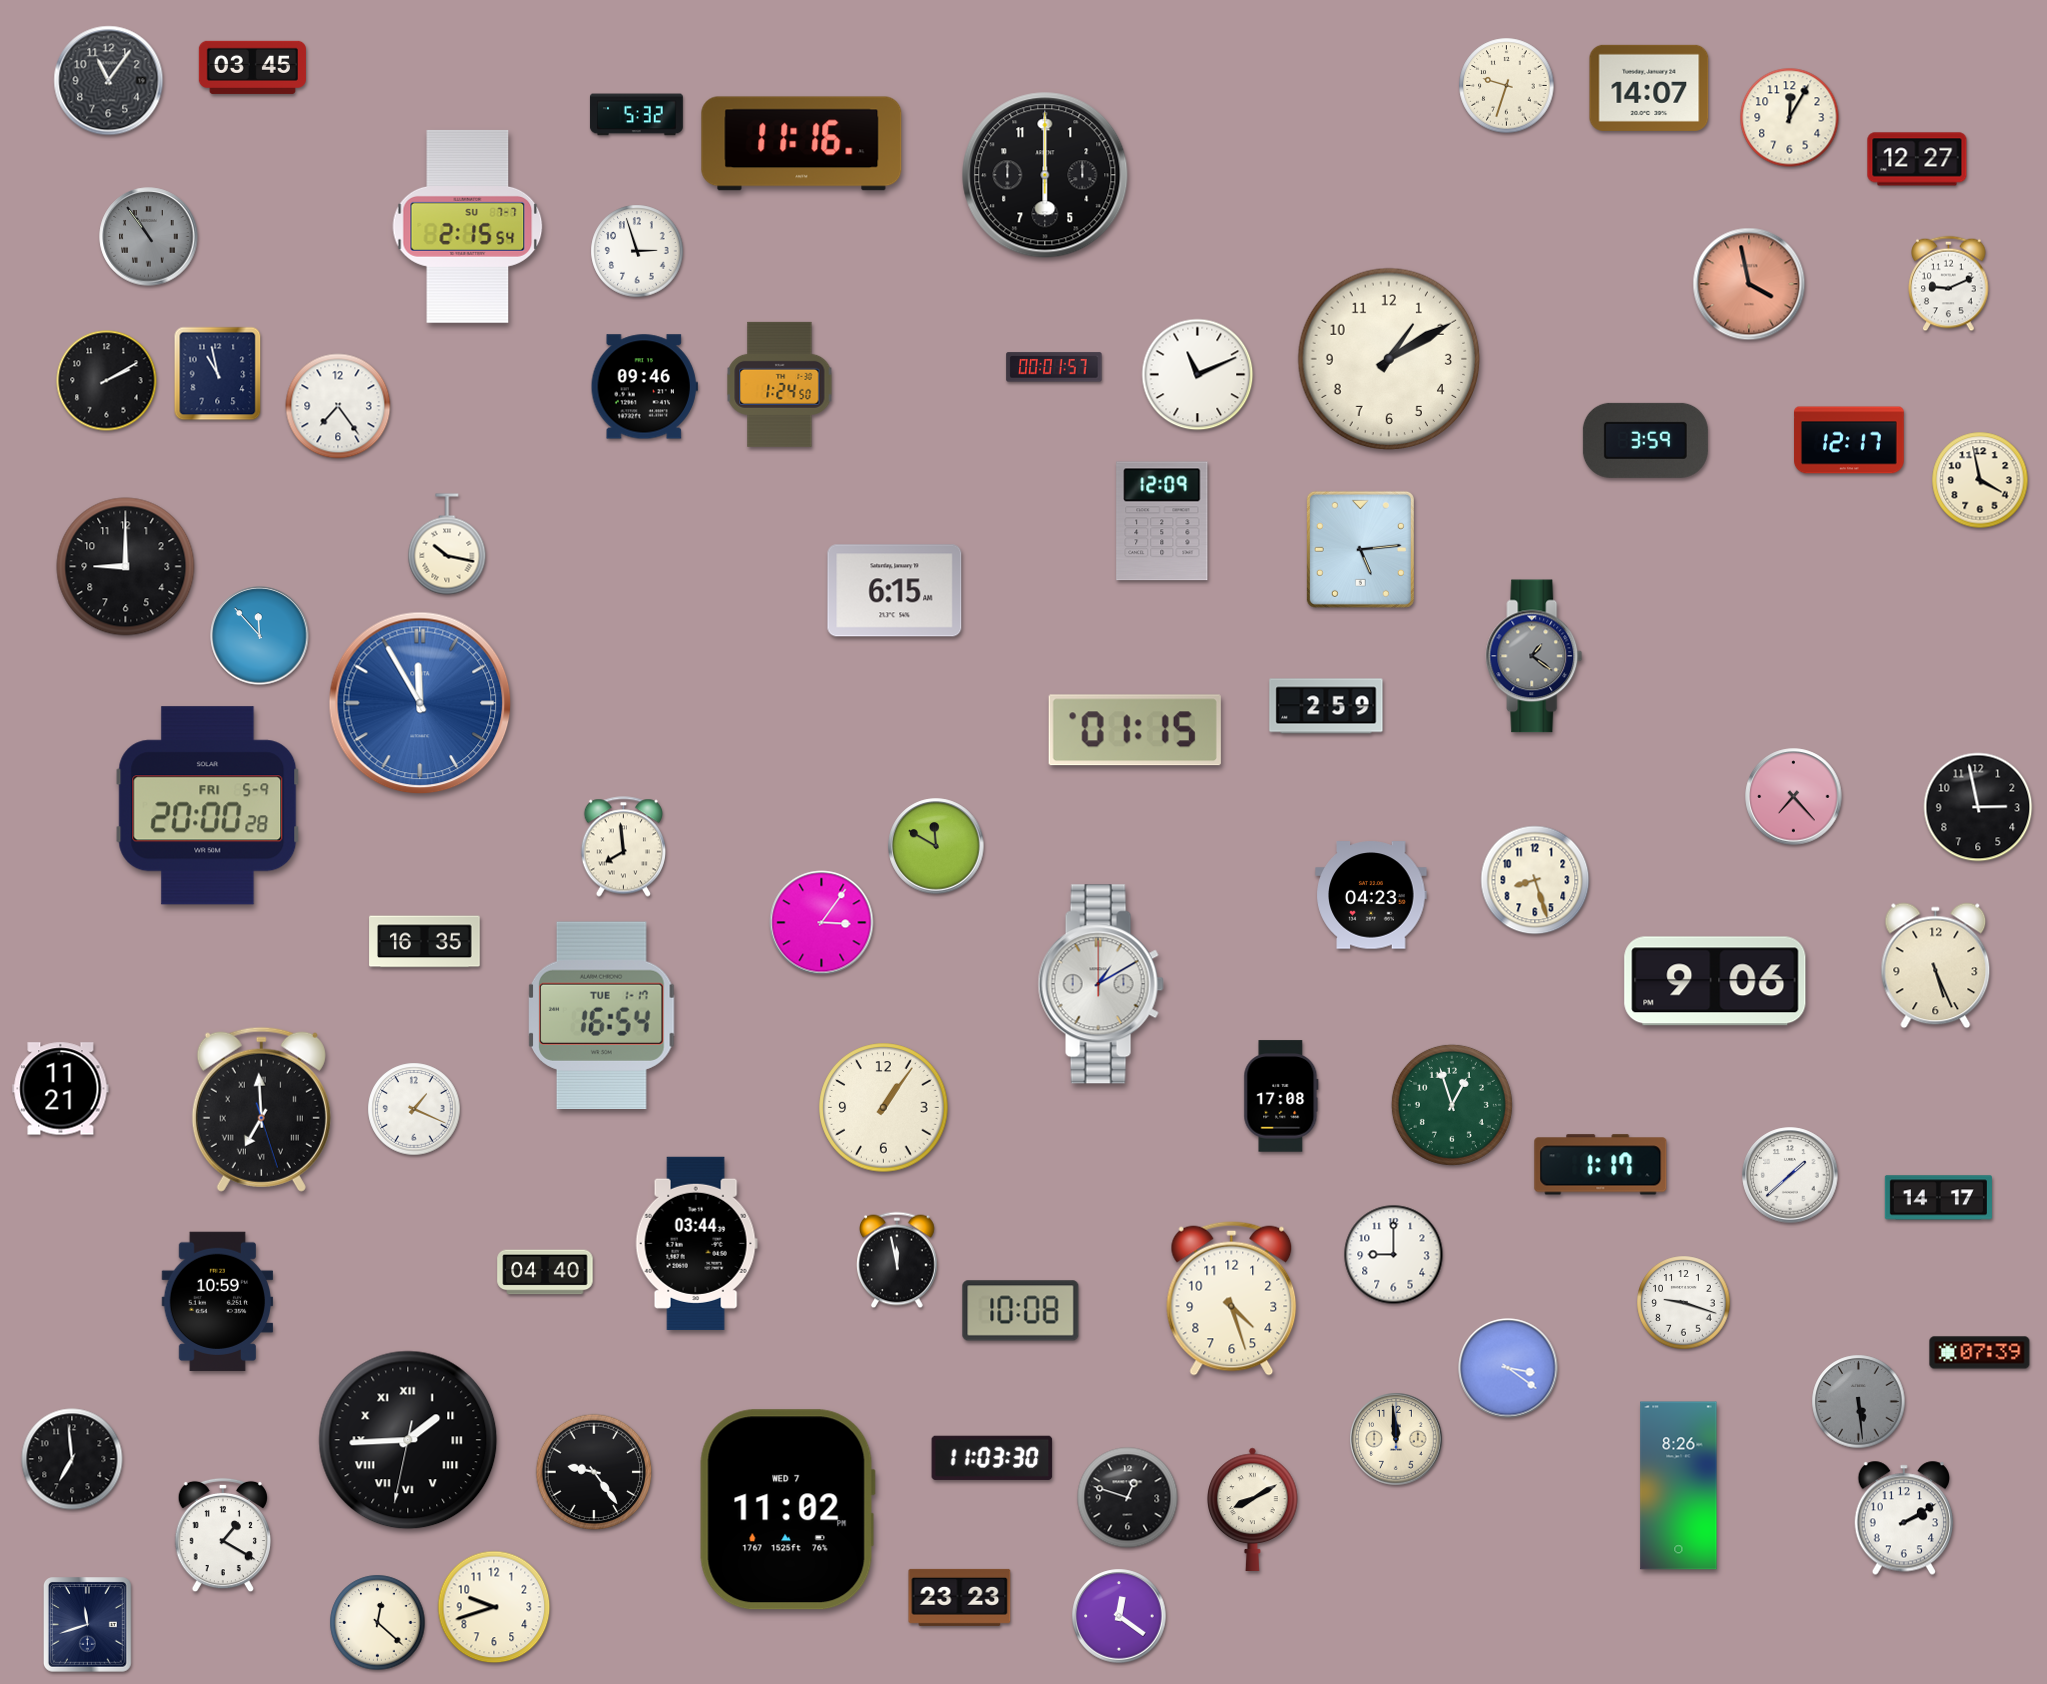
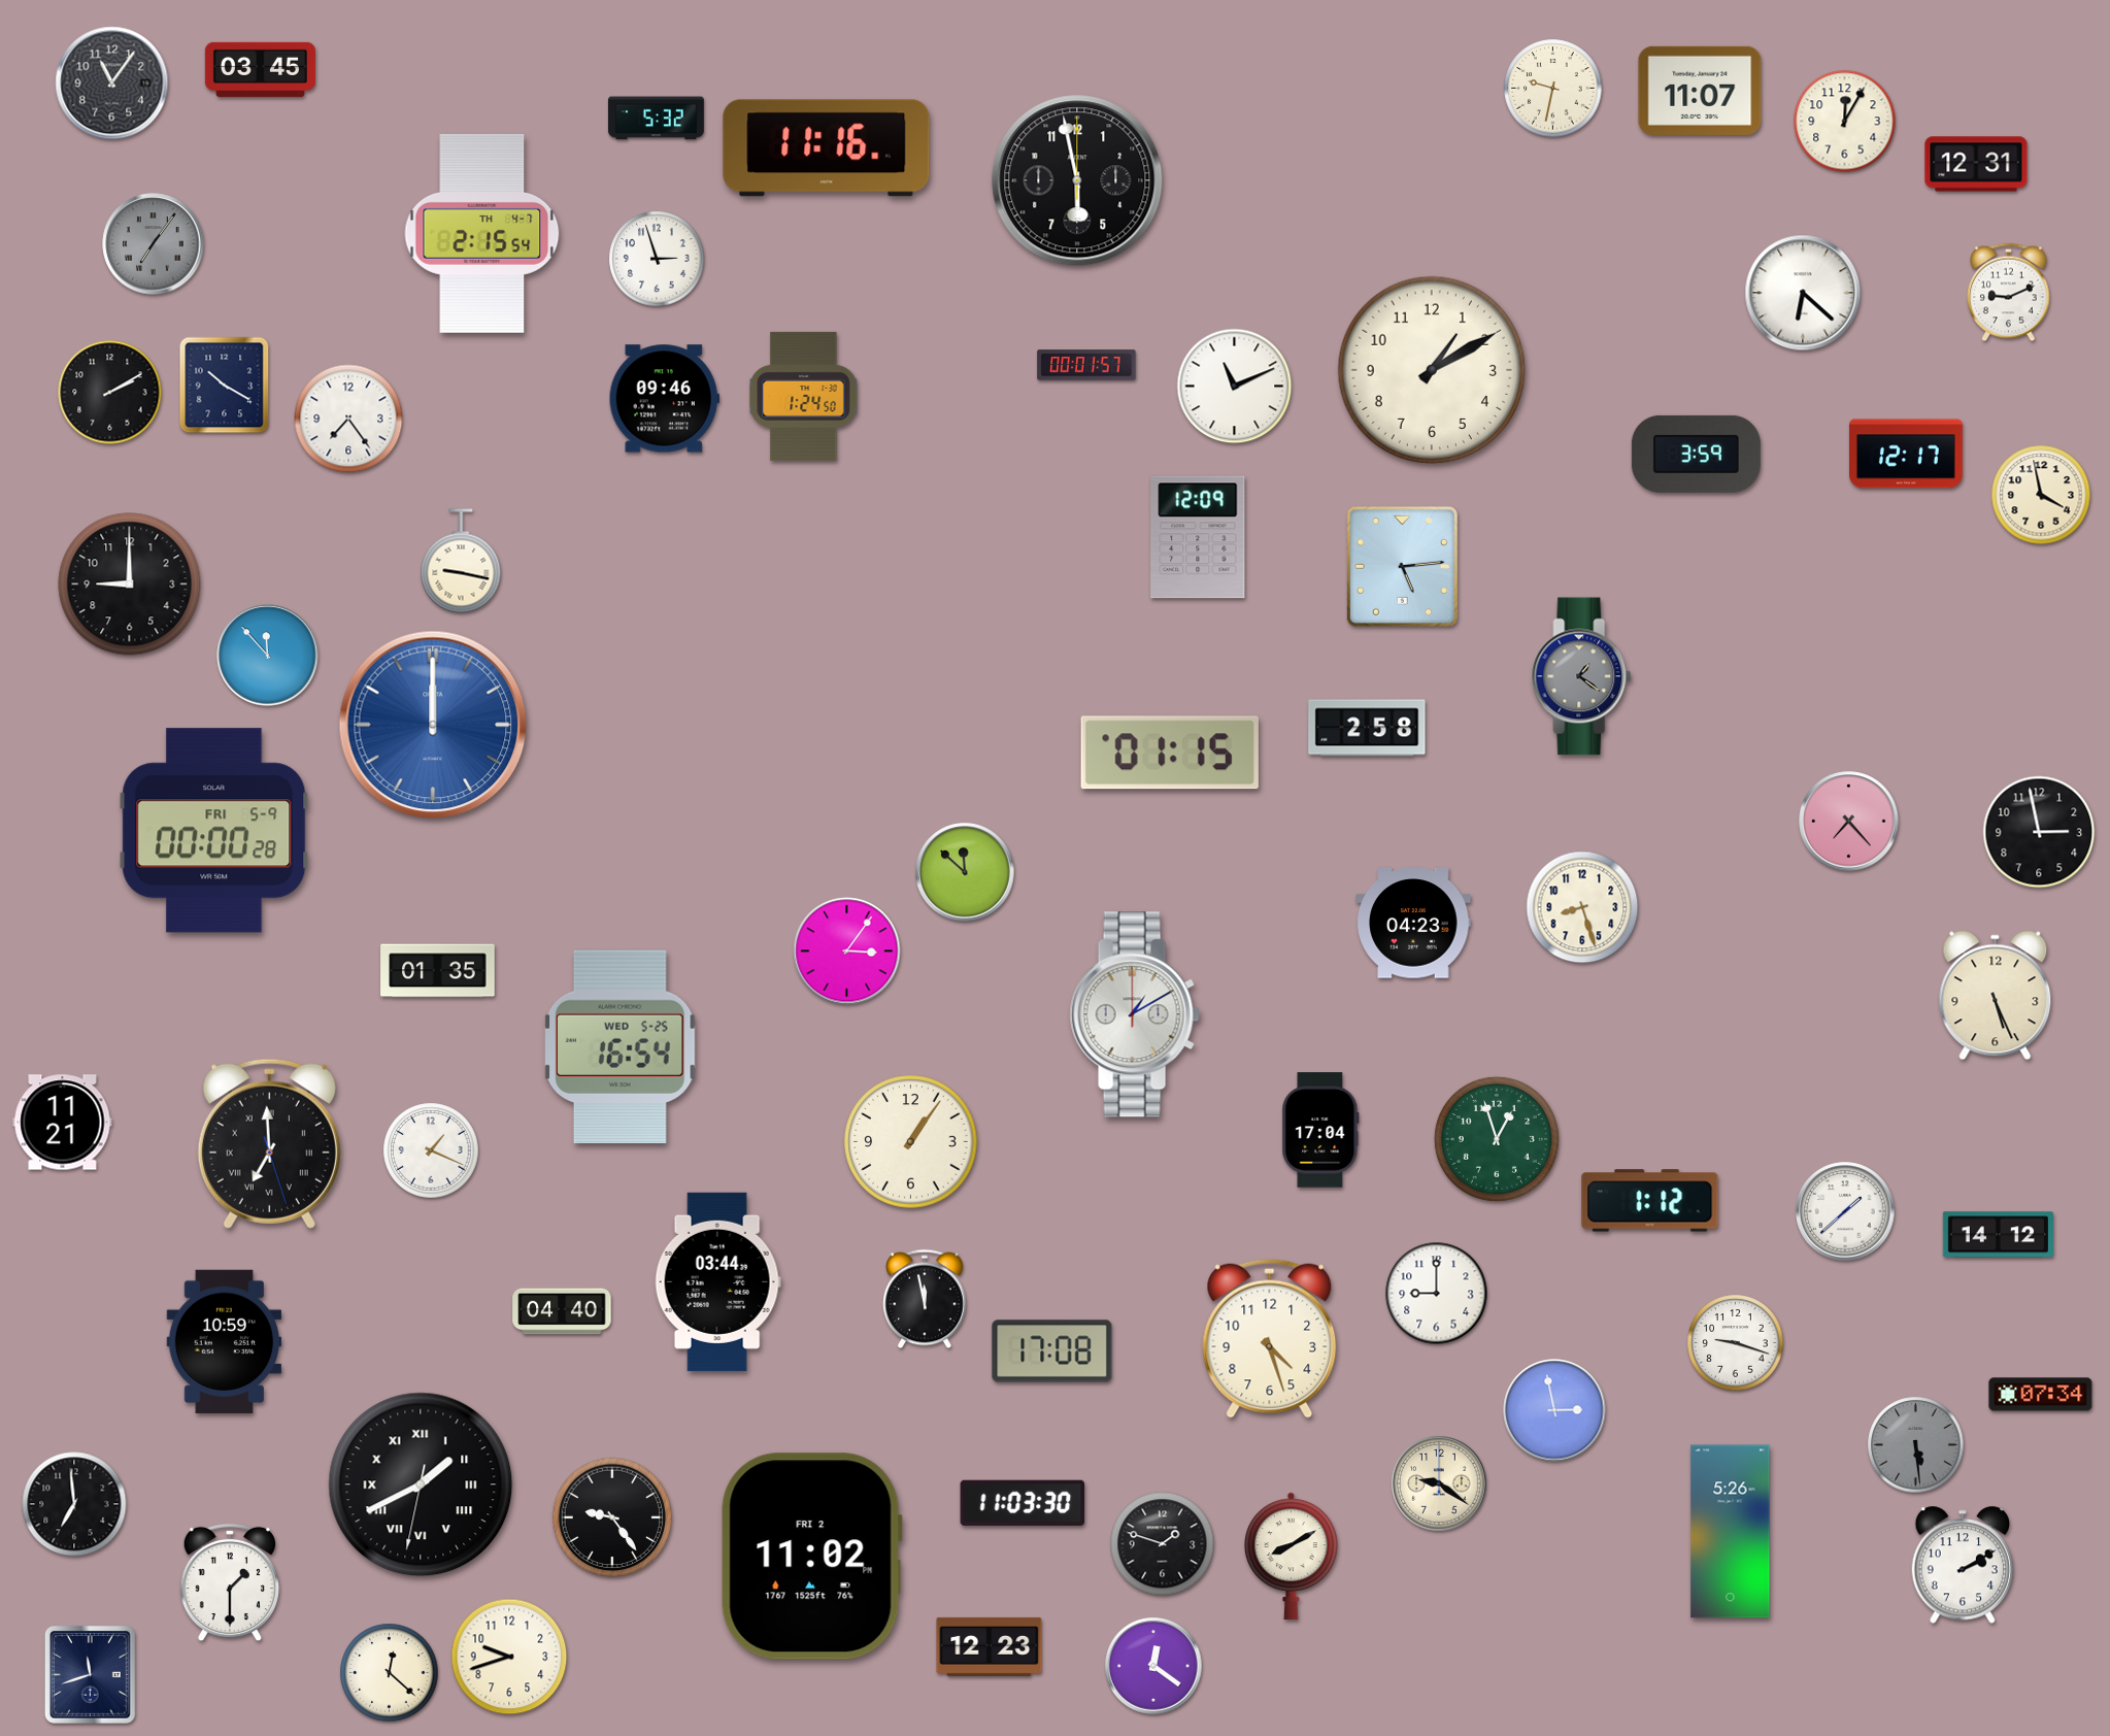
clock at (1507, 86): 9:33 -> 9:32
clock at (1649, 88): 14:07 -> 11:07
clock at (1917, 159): 12:27 -> 12:31
clock at (1045, 175): 6:00 -> 5:58
clock at (468, 226) date: SU 7-7 -> TH 4-7
clock at (149, 237): 10:54 -> 7:06
clock at (1749, 284): 3:58 -> 6:22
clock at (1749, 284) dial: salmon -> white
clock at (1054, 367) position: (1054, 367) -> (1086, 365)
clock at (218, 374): 10:58 -> 10:20
clock at (447, 544): 10:17 -> 9:17
clock at (895, 591): 6:15 -> none
clock at (420, 703): 11:55 -> 12:00
clock at (1326, 706): 2:59 -> 2:58
clock at (208, 806): 20:00 -> 00:00
clock at (936, 846): 11:50 -> 11:52
clock at (623, 847): 7:59 -> none
clock at (425, 942): 16:35 -> 01:35
clock at (1715, 981): 9:06 -> none
clock at (602, 1015) date: TUE 1-17 -> WED 5-25
clock at (1281, 1096): 17:08 -> 17:04
clock at (414, 1109) position: (414, 1109) -> (431, 1150)
clock at (1601, 1165): 1:17 -> 1:12
clock at (1938, 1198): 14:17 -> 14:12
clock at (1021, 1311): 10:08 -> 17:08
clock at (1980, 1353): 07:39 -> 07:34
clock at (1508, 1368): 3:21 -> 2:58
clock at (1396, 1439): 11:59 -> 9:21
clock at (408, 1440): 1:44 -> 1:40
clock at (1679, 1486): 8:26 -> 5:26
clock at (1128, 1498): 12:48 -> 1:48
clock at (787, 1510) date: WED 7 -> FRI 2
clock at (222, 1535): 1:20 -> 1:30
clock at (960, 1597): 23:23 -> 12:23
